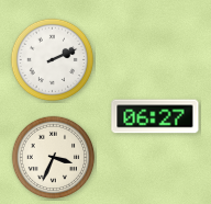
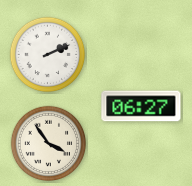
clock at (54, 158): 3:34 -> 3:54
